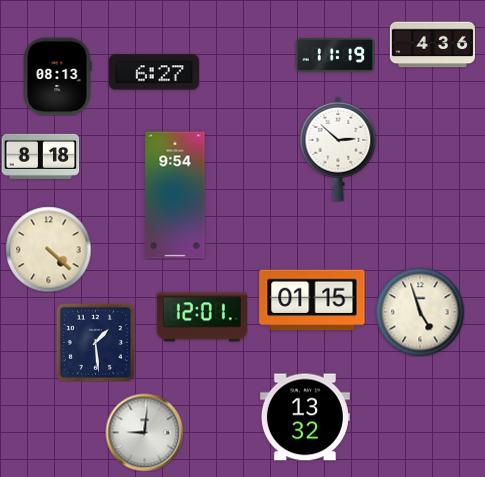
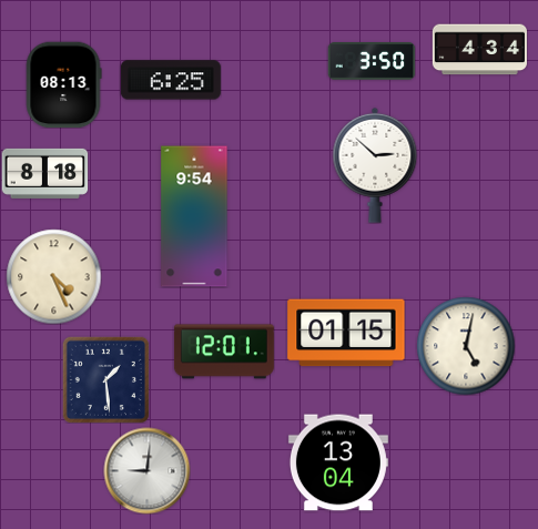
clock at (432, 45): 4:36 -> 4:34
clock at (335, 56): 11:19 -> 3:50
clock at (154, 72): 6:27 -> 6:25
clock at (48, 249): 4:22 -> 4:26
clock at (420, 312): 4:57 -> 5:02
clock at (305, 417): 13:32 -> 13:04
clock at (144, 432) position: (144, 432) -> (146, 470)
